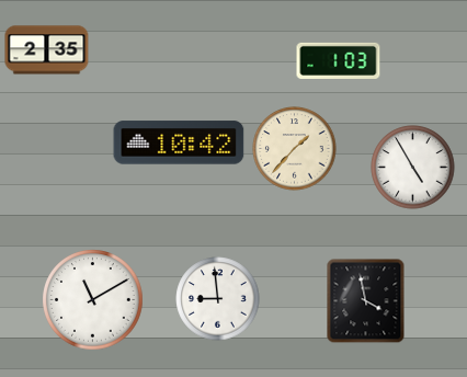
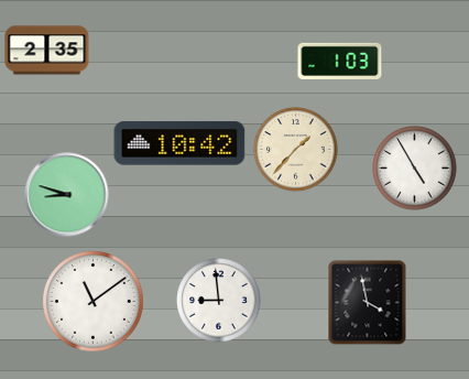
clock at (67, 195): none -> 8:48
clock at (93, 300): 11:10 -> 11:09
